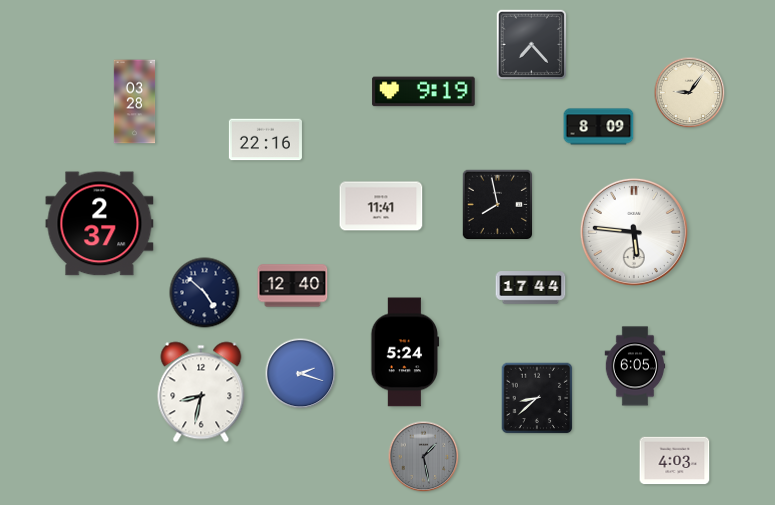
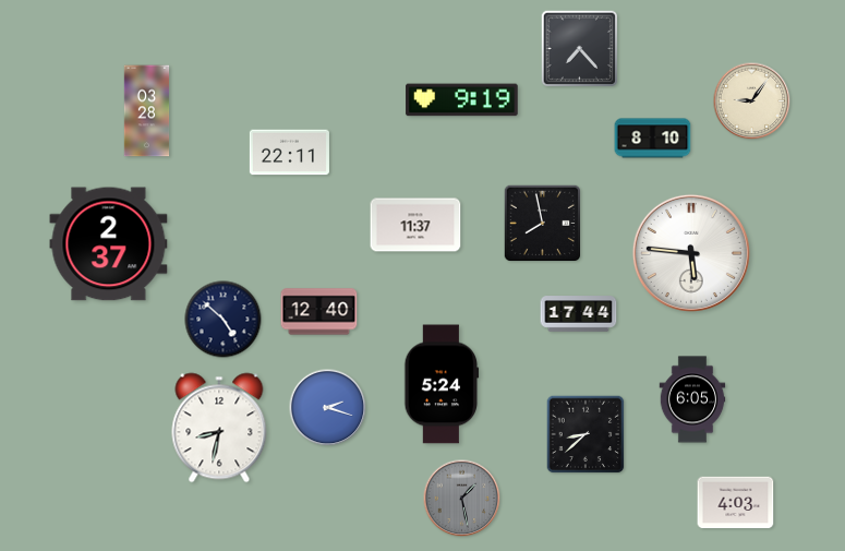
clock at (599, 127): 8:09 -> 8:10
clock at (265, 140): 22:16 -> 22:11
clock at (381, 206): 11:41 -> 11:37
